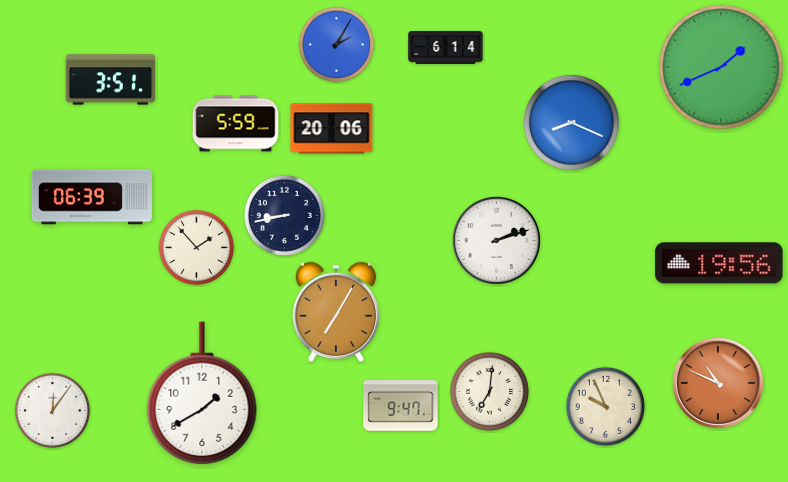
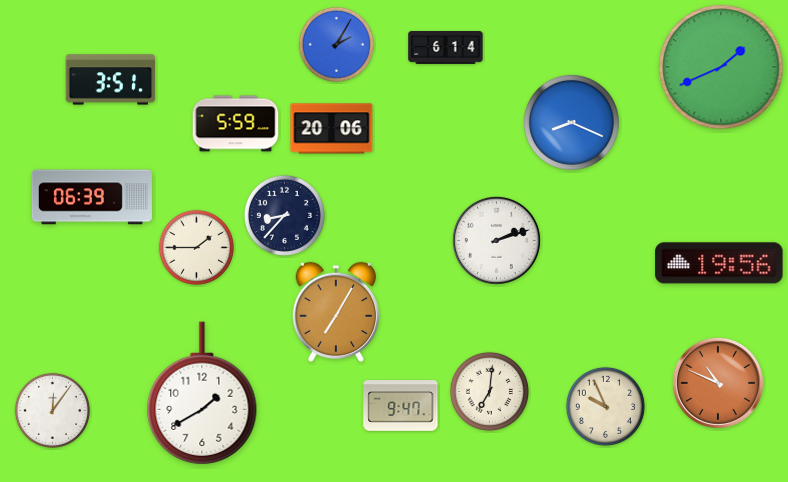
clock at (284, 215): 8:43 -> 8:37
clock at (196, 247): 1:53 -> 1:45
